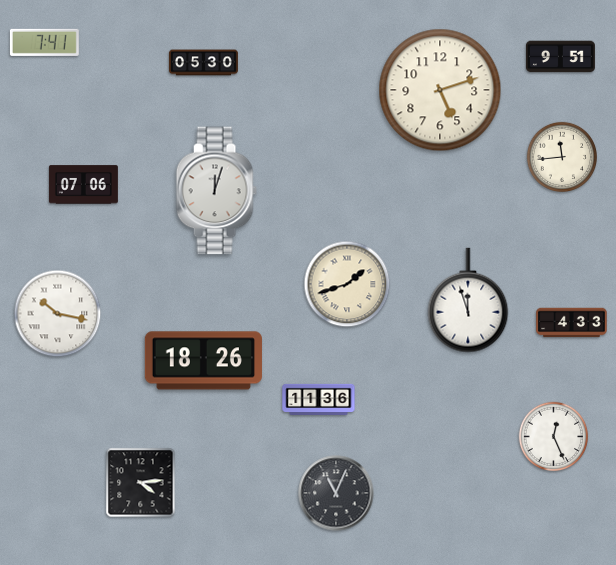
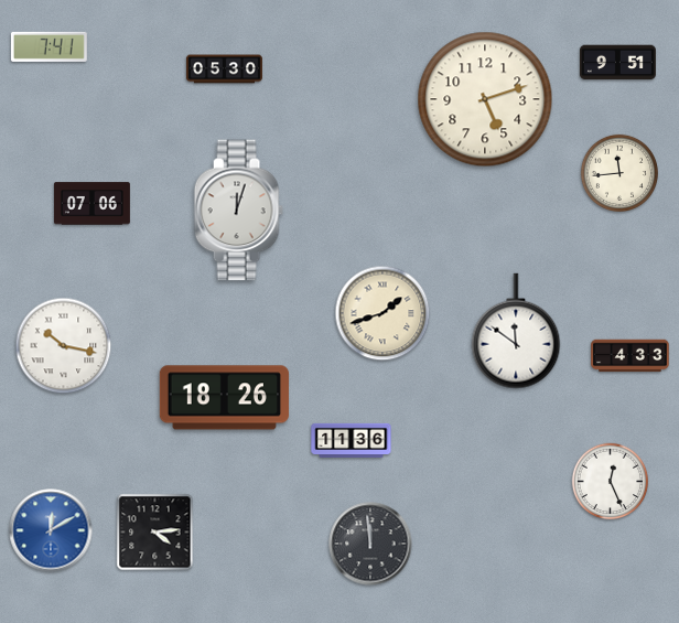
clock at (468, 300): 11:57 -> 11:51
clock at (51, 530): none -> 12:10
clock at (336, 493): 11:04 -> 11:59
